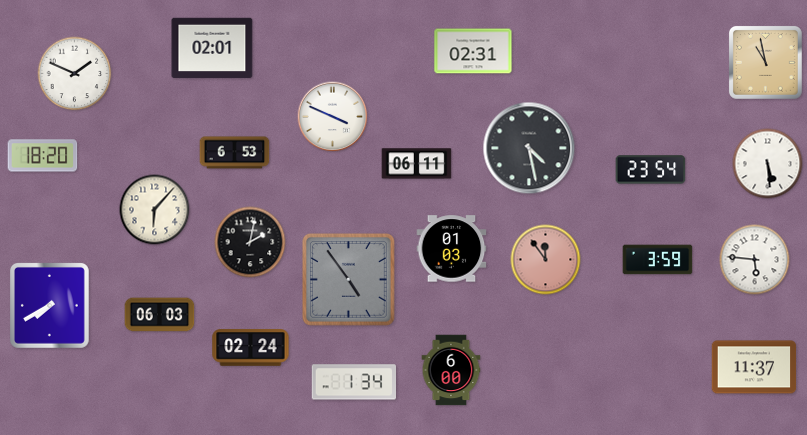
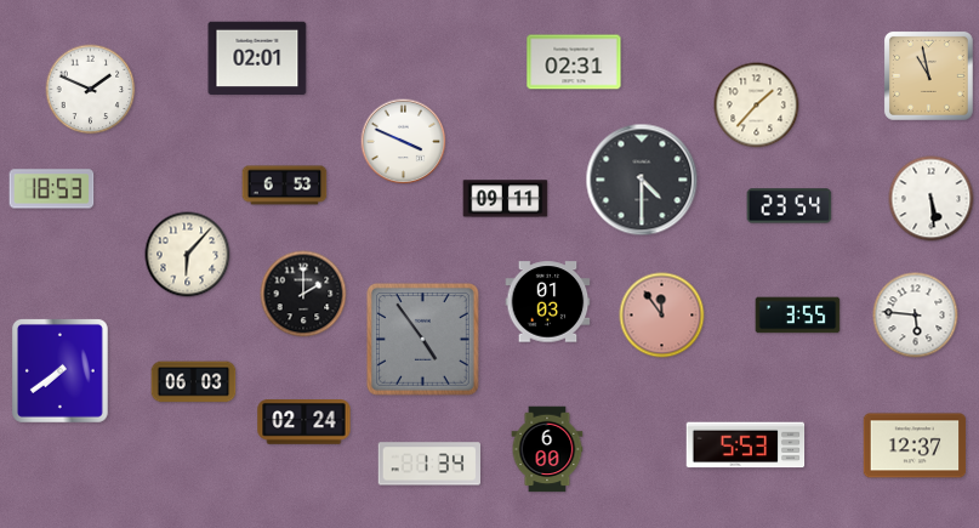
clock at (757, 106): none -> 1:37
clock at (529, 148): 4:28 -> 4:30
clock at (43, 156): 18:20 -> 18:53
clock at (417, 164): 06:11 -> 09:11
clock at (250, 242): 2:02 -> 2:00
clock at (658, 260): 3:59 -> 3:55
clock at (49, 305): 7:40 -> 7:39
clock at (746, 445): none -> 5:53
clock at (754, 367): 11:37 -> 12:37
